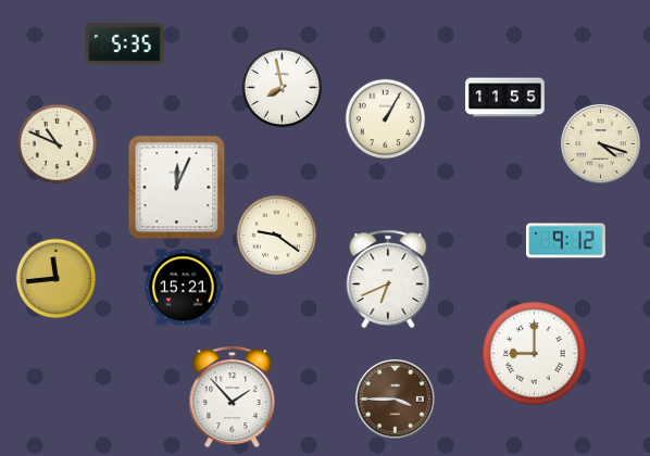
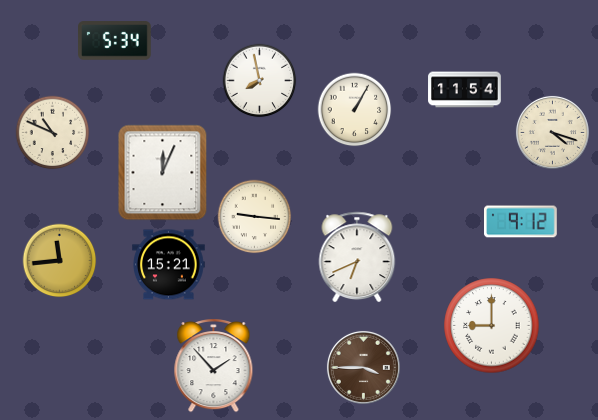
clock at (125, 45): 5:35 -> 5:34
clock at (505, 98): 11:55 -> 11:54
clock at (277, 236): 9:21 -> 9:16
clock at (57, 279) position: (57, 279) -> (60, 261)
